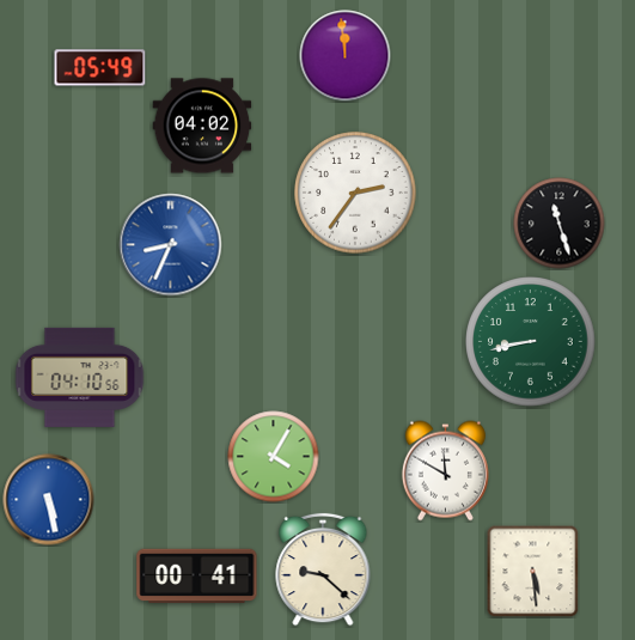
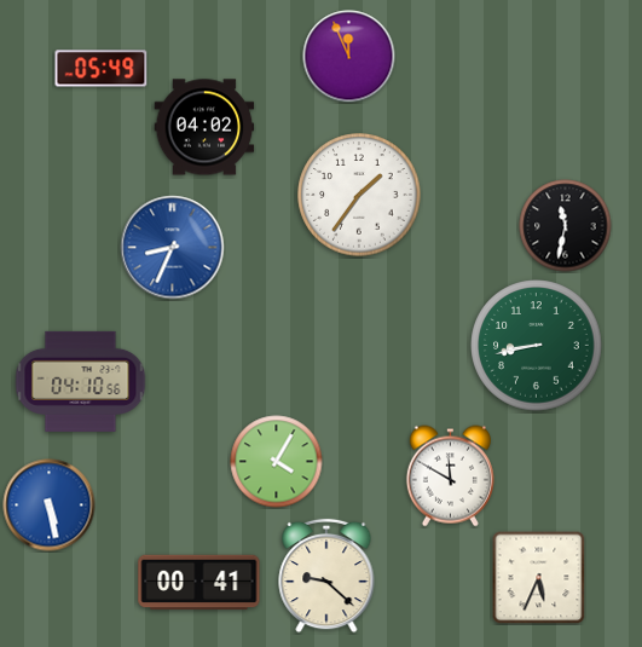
clock at (346, 56): 11:59 -> 11:56
clock at (355, 193): 2:36 -> 1:36
clock at (560, 224): 11:27 -> 11:32
clock at (532, 571): 5:29 -> 5:34
